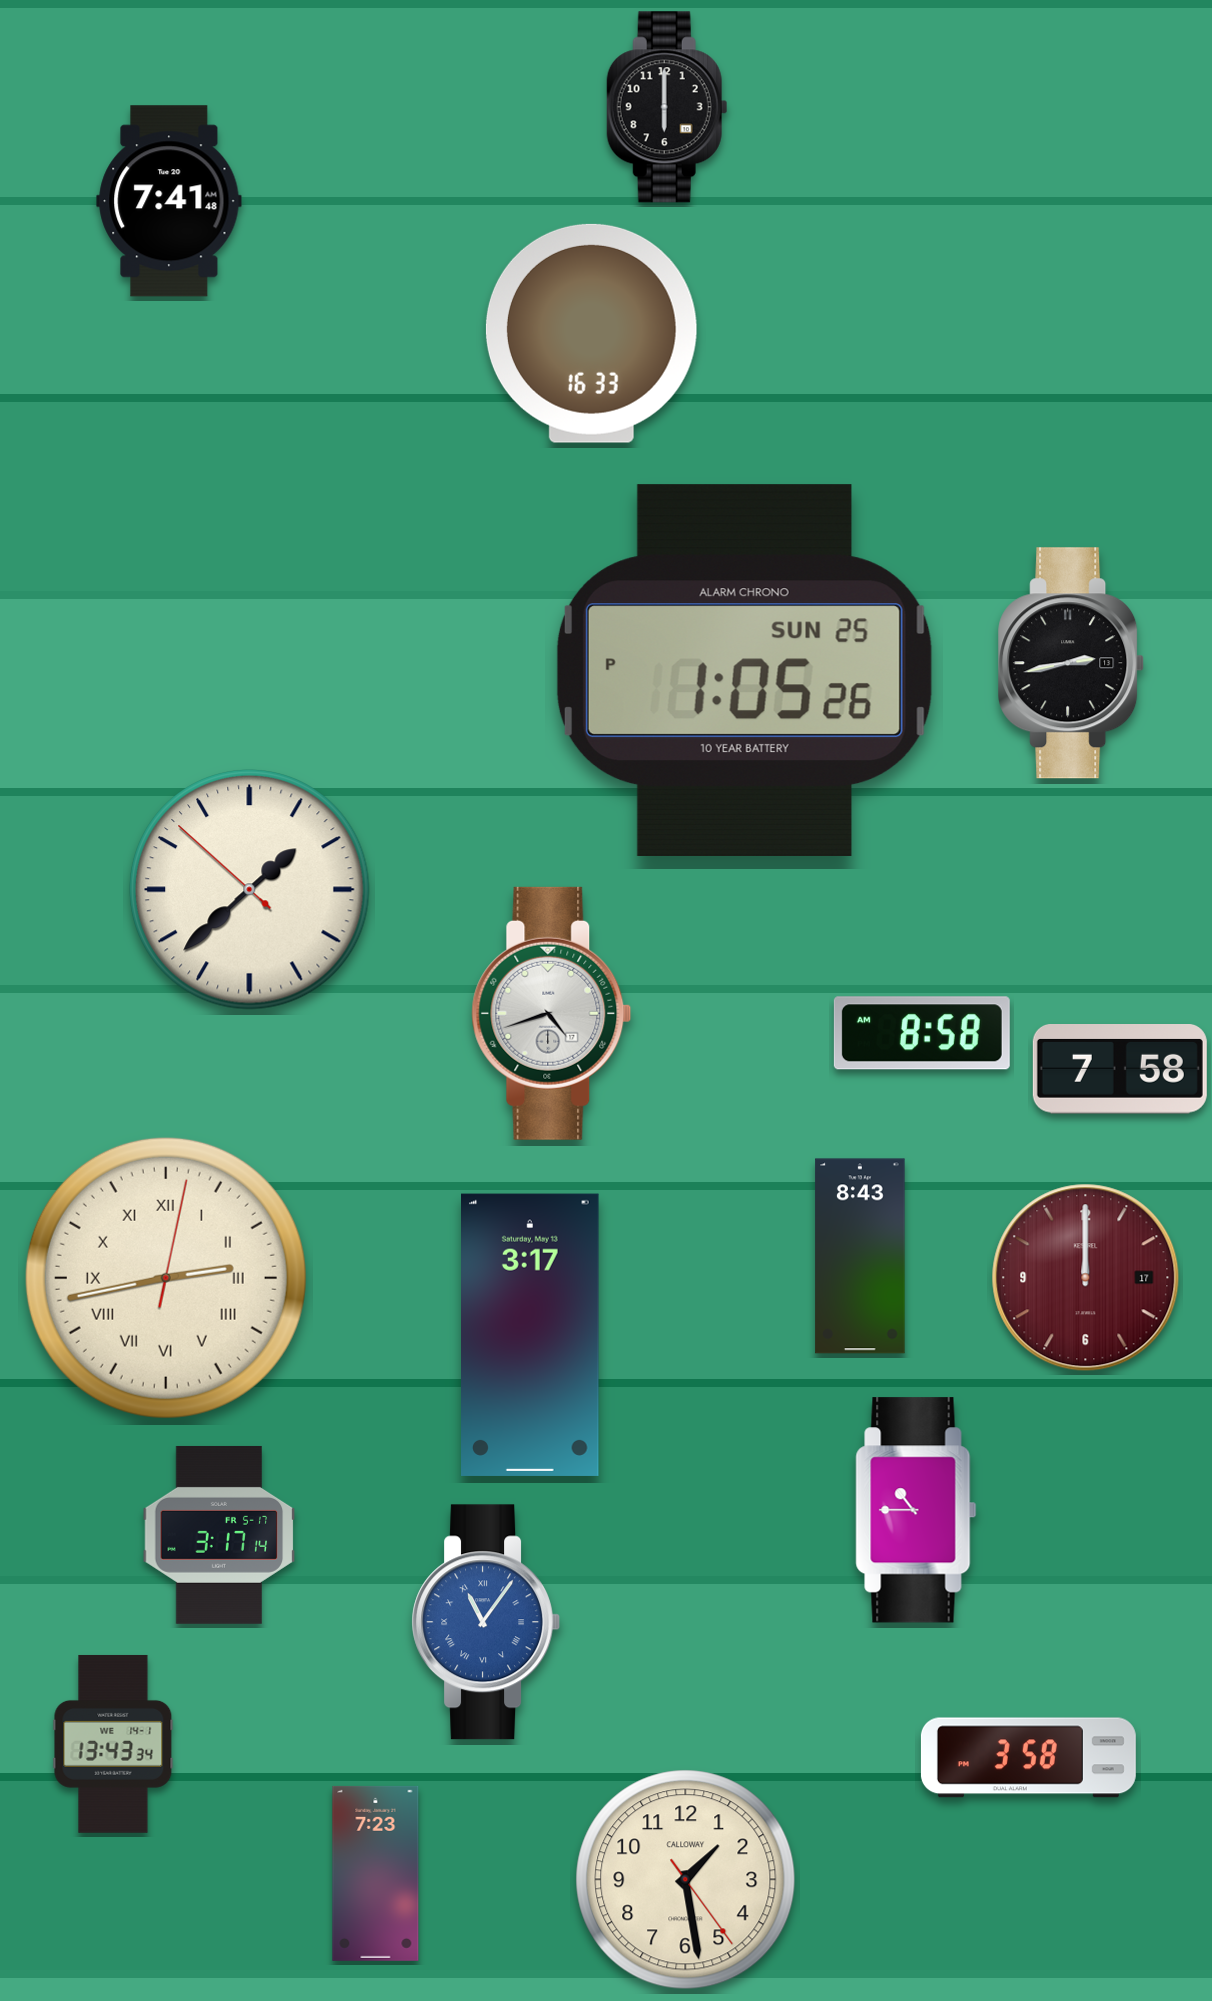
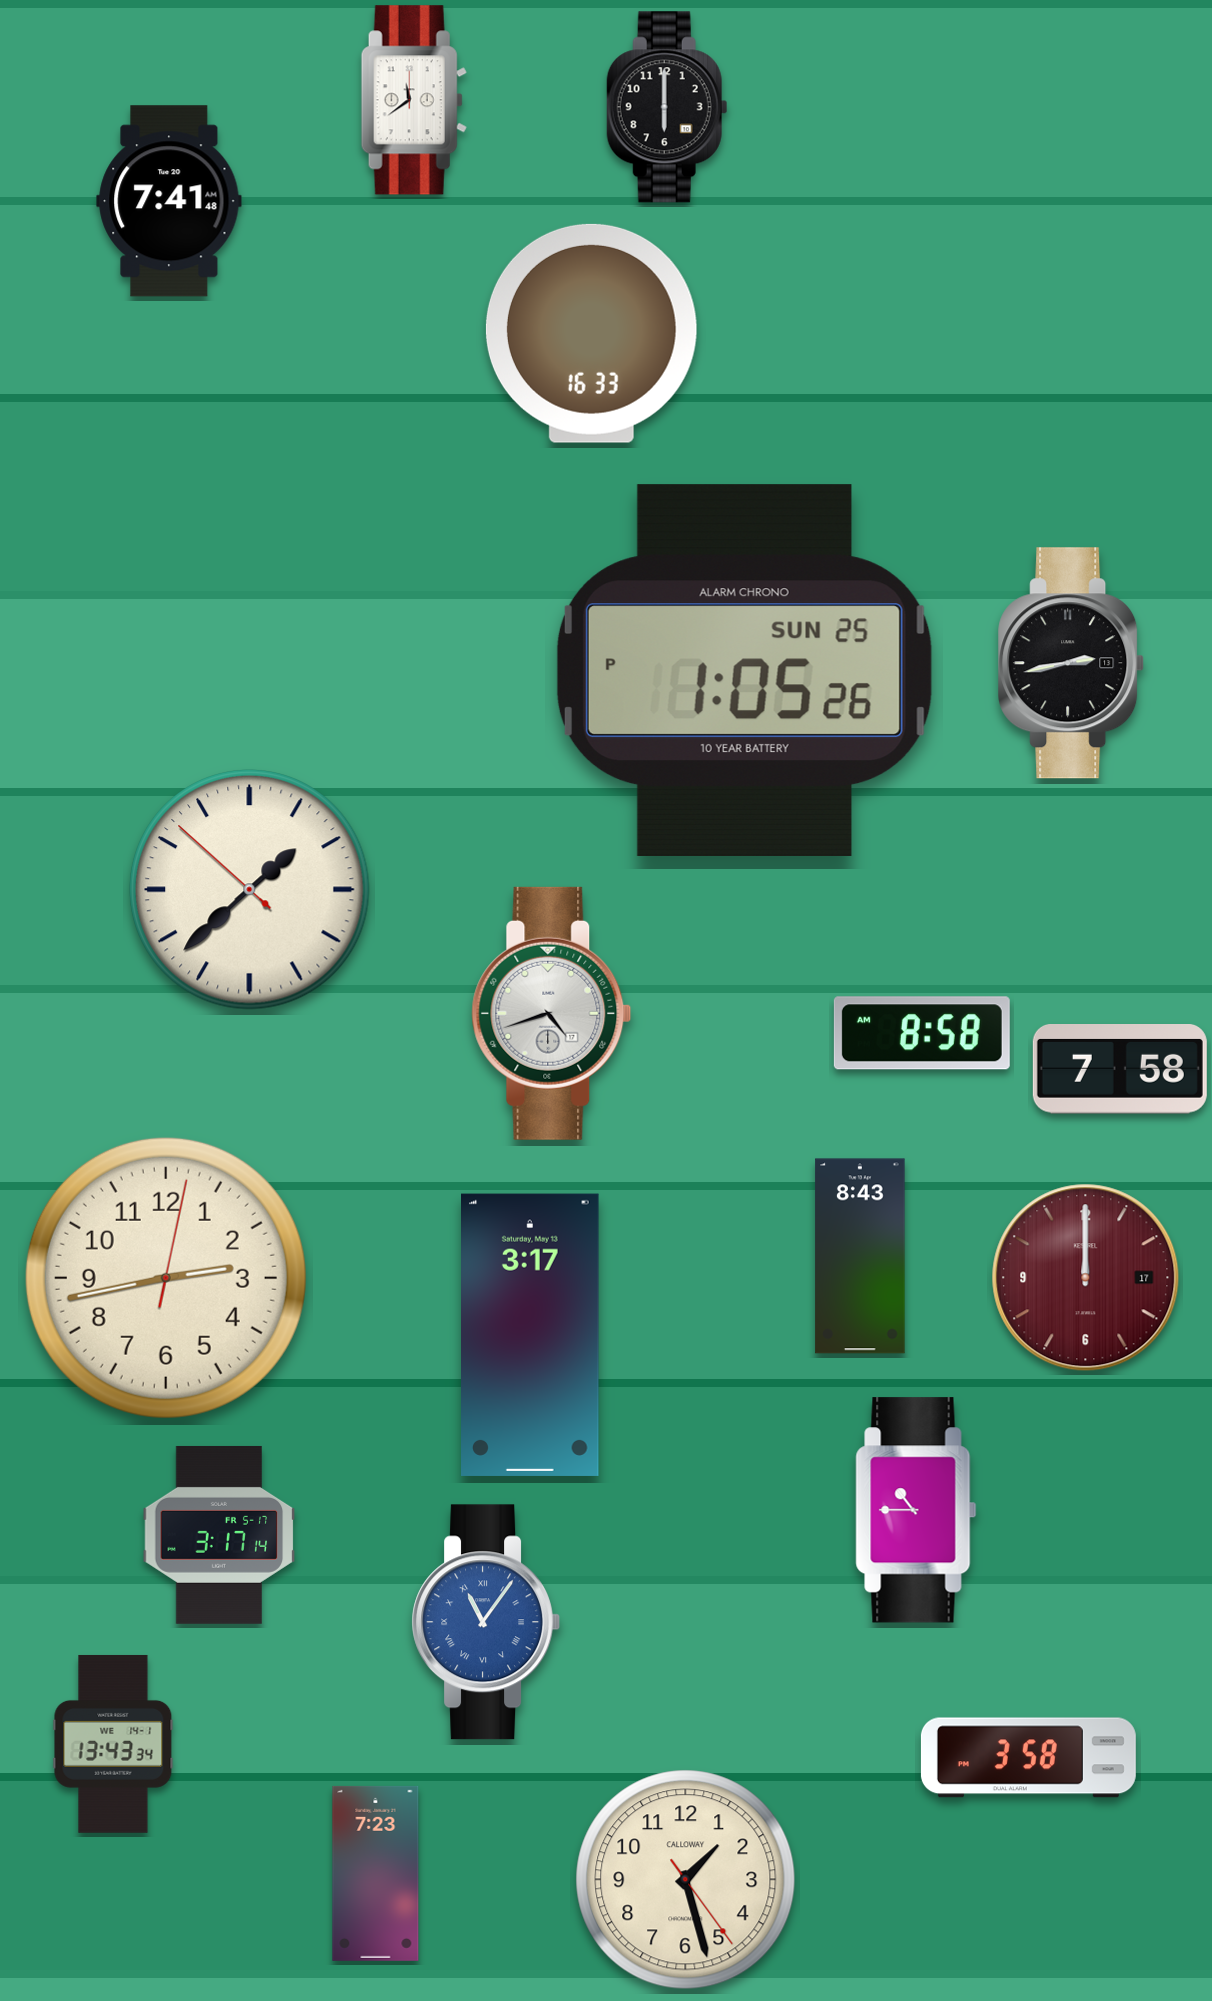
clock at (414, 100): none -> 11:39
clock at (166, 1278) numerals: Roman -> Arabic
clock at (686, 1880): 1:28 -> 1:27
